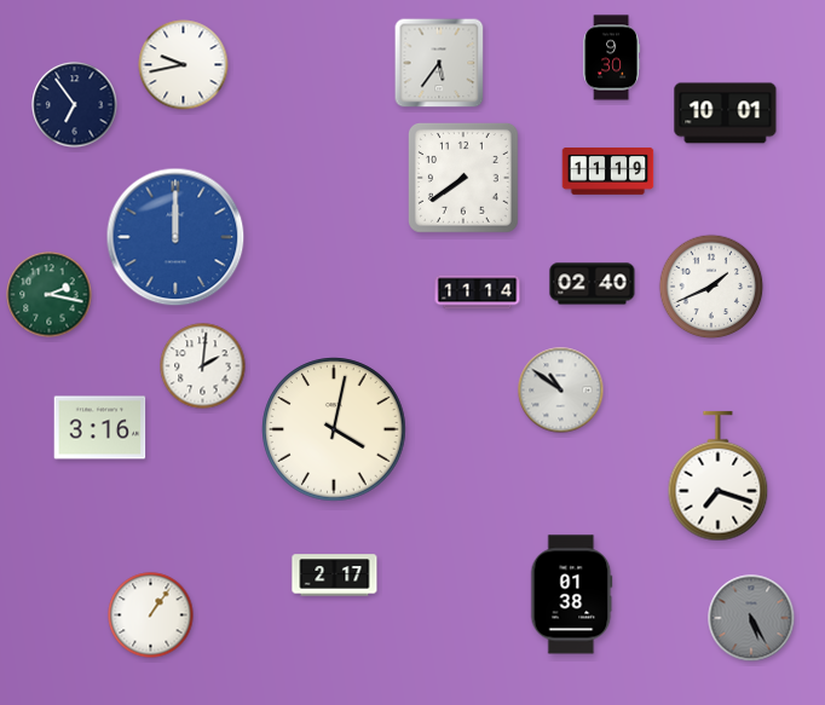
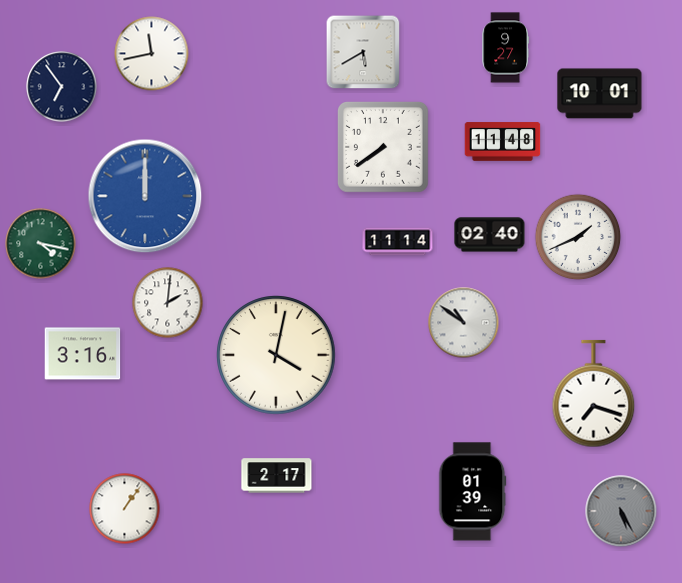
clock at (611, 58): 9:30 -> 9:27
clock at (439, 63): 5:36 -> 5:40
clock at (184, 65): 9:43 -> 11:43
clock at (608, 172): 11:19 -> 11:48
clock at (711, 287) position: (711, 287) -> (578, 237)
clock at (478, 293) position: (478, 293) -> (398, 242)
clock at (50, 295): 2:17 -> 4:17
clock at (572, 595): 01:38 -> 01:39
